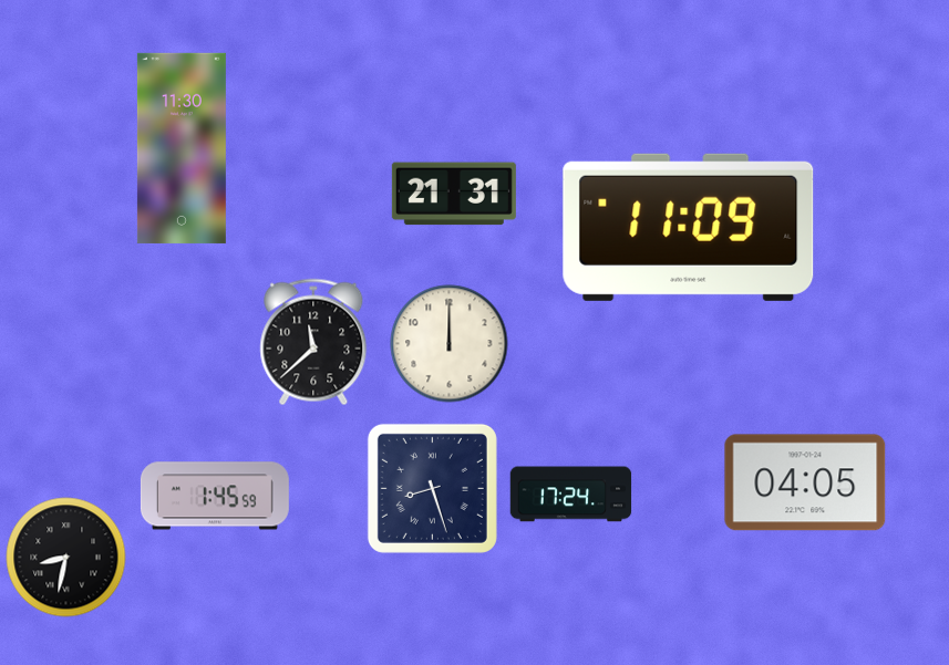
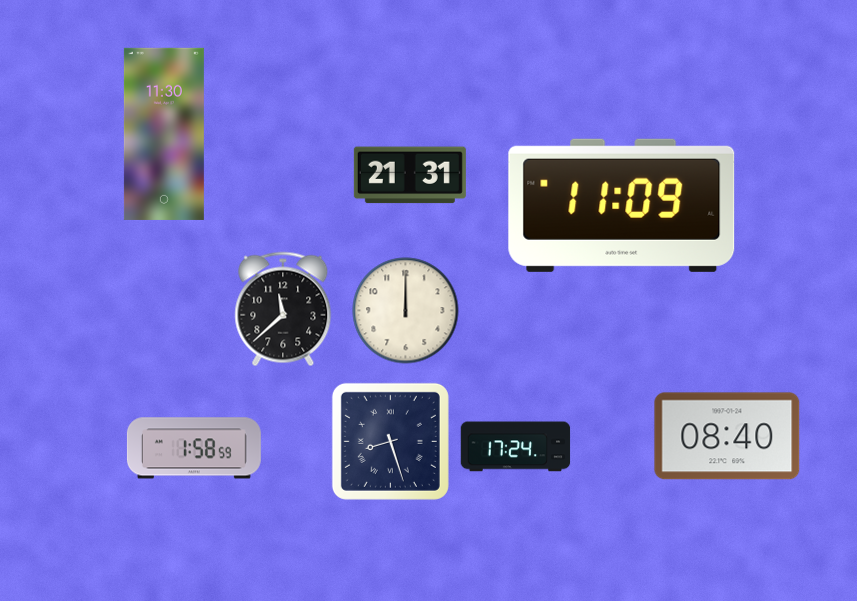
clock at (805, 482): 04:05 -> 08:40
clock at (215, 496): 1:45 -> 1:58
clock at (66, 558): 8:32 -> none
